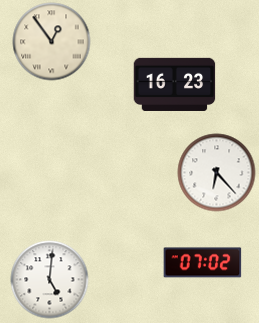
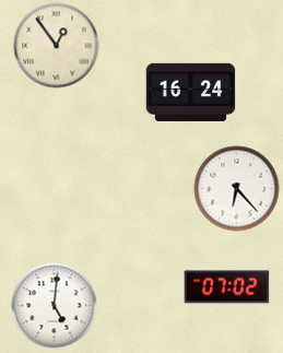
clock at (174, 84): 16:23 -> 16:24
clock at (202, 263) position: (202, 263) -> (226, 287)
